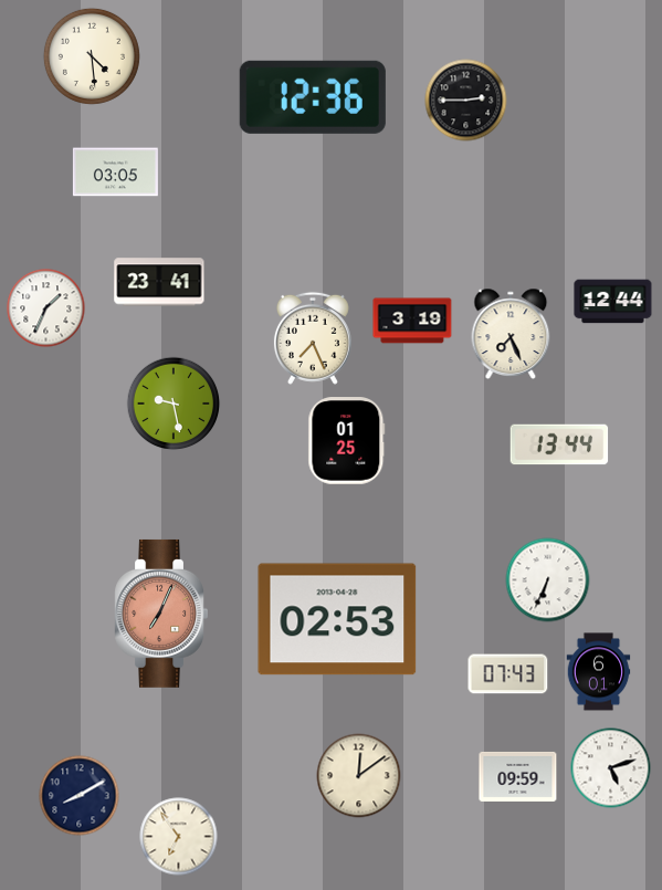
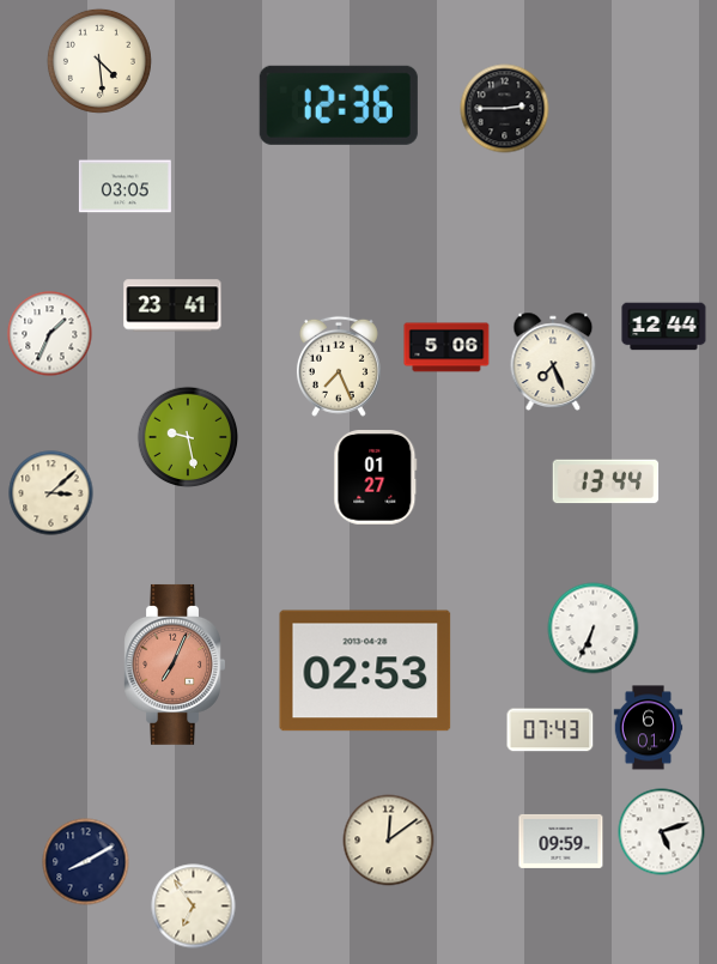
clock at (412, 321): 3:19 -> 5:06
clock at (347, 441): 01:25 -> 01:27
clock at (51, 493): none -> 3:08
